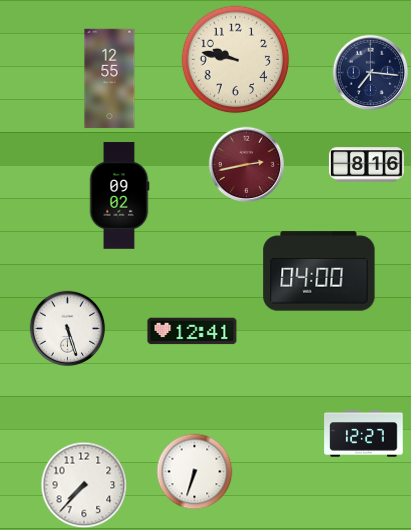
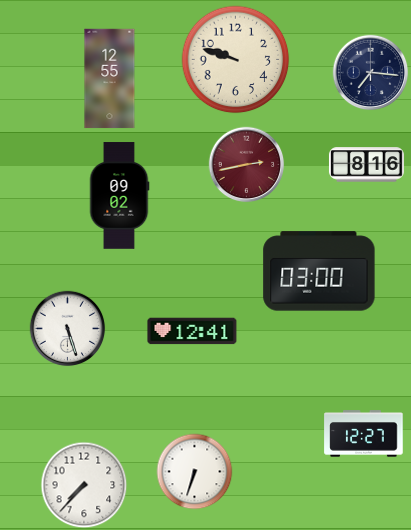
clock at (236, 60): 9:47 -> 9:48
clock at (319, 271): 04:00 -> 03:00
